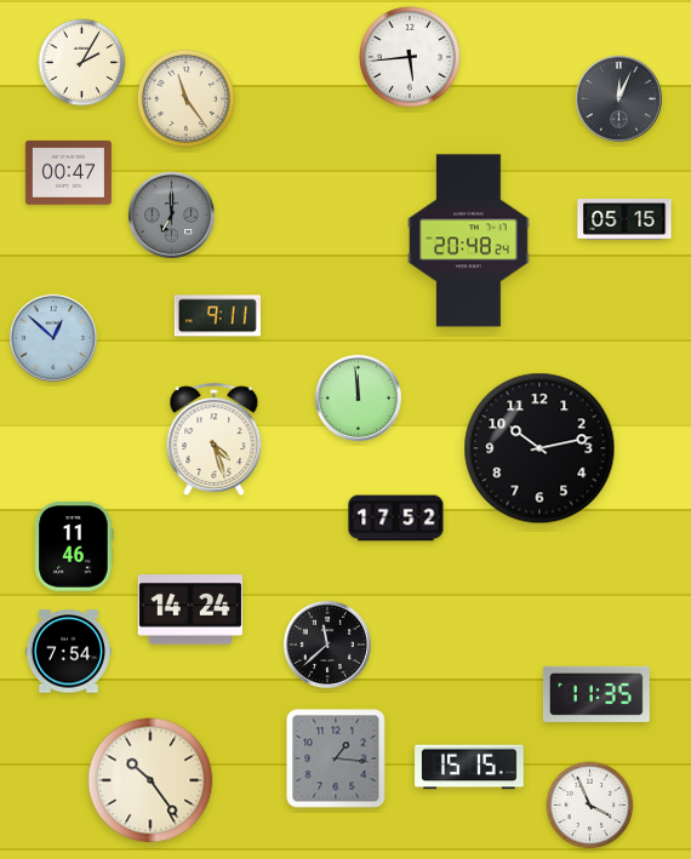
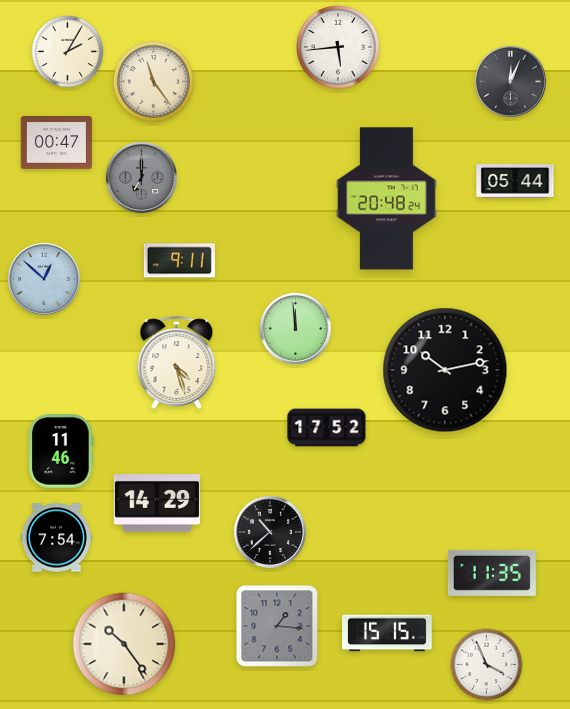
clock at (624, 219): 05:15 -> 05:44
clock at (190, 609): 14:24 -> 14:29
clock at (327, 645): 11:38 -> 10:38
